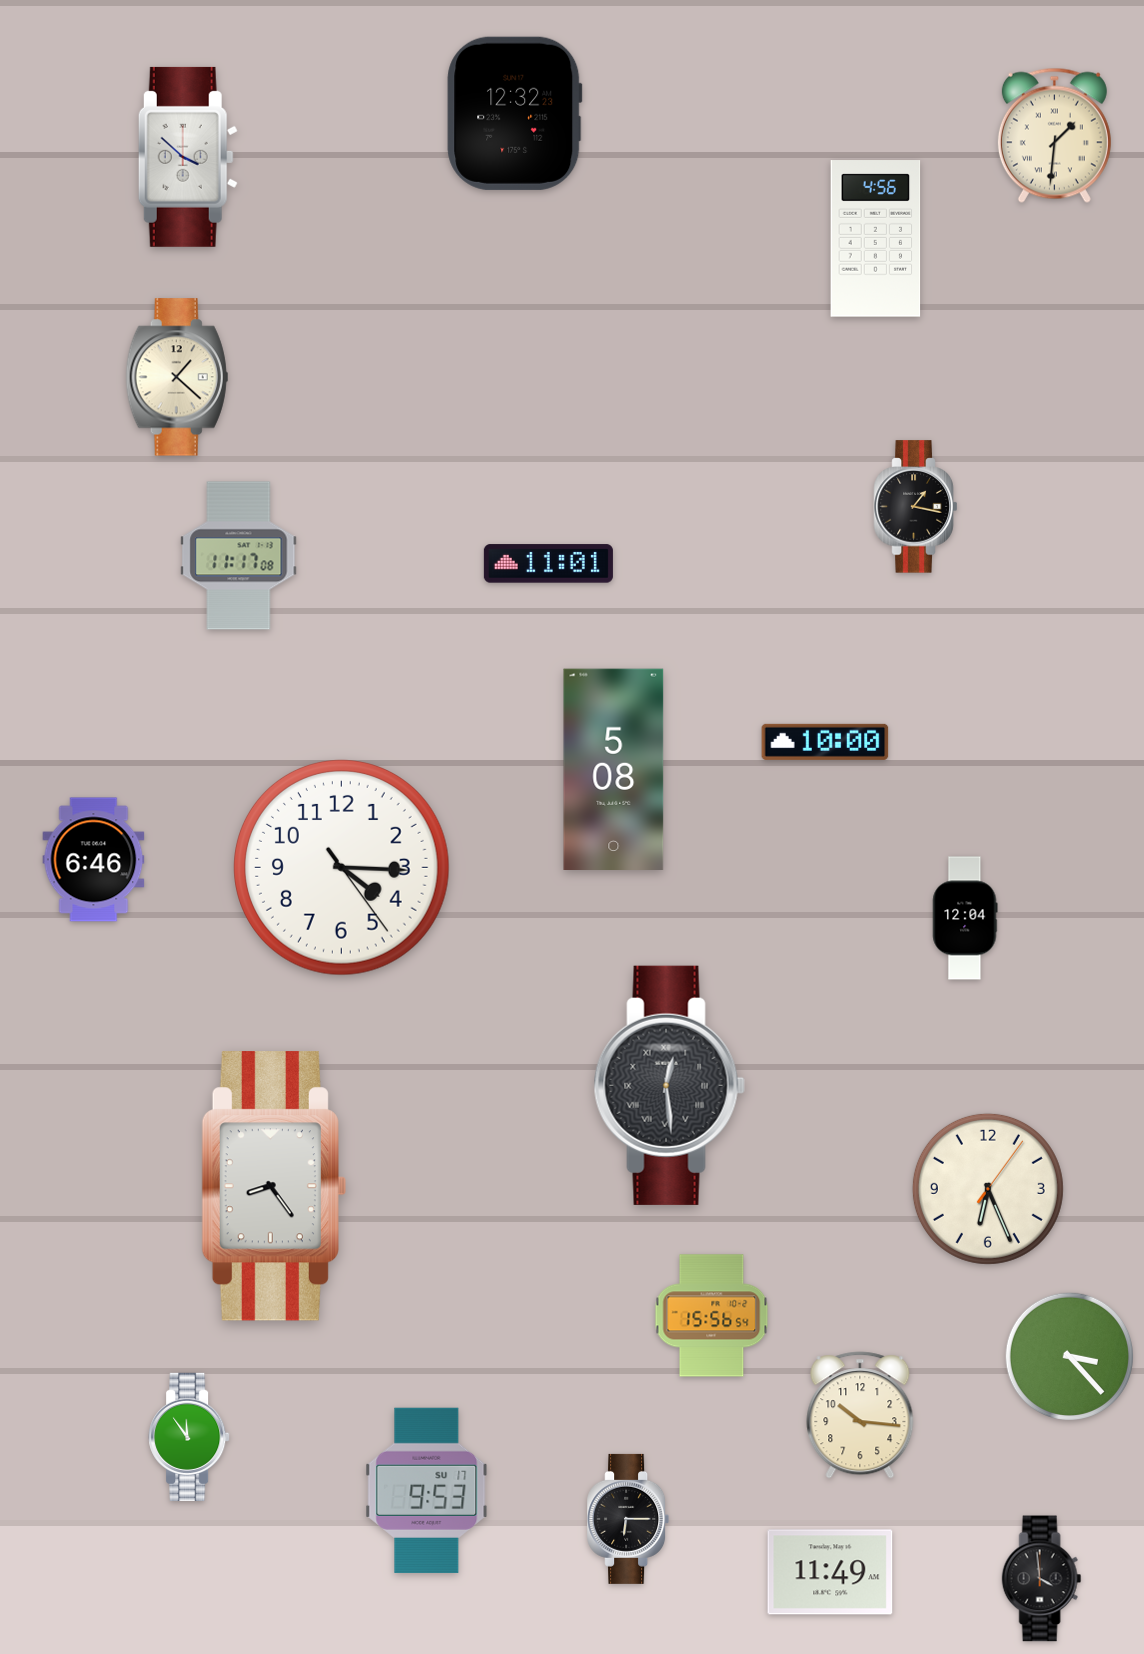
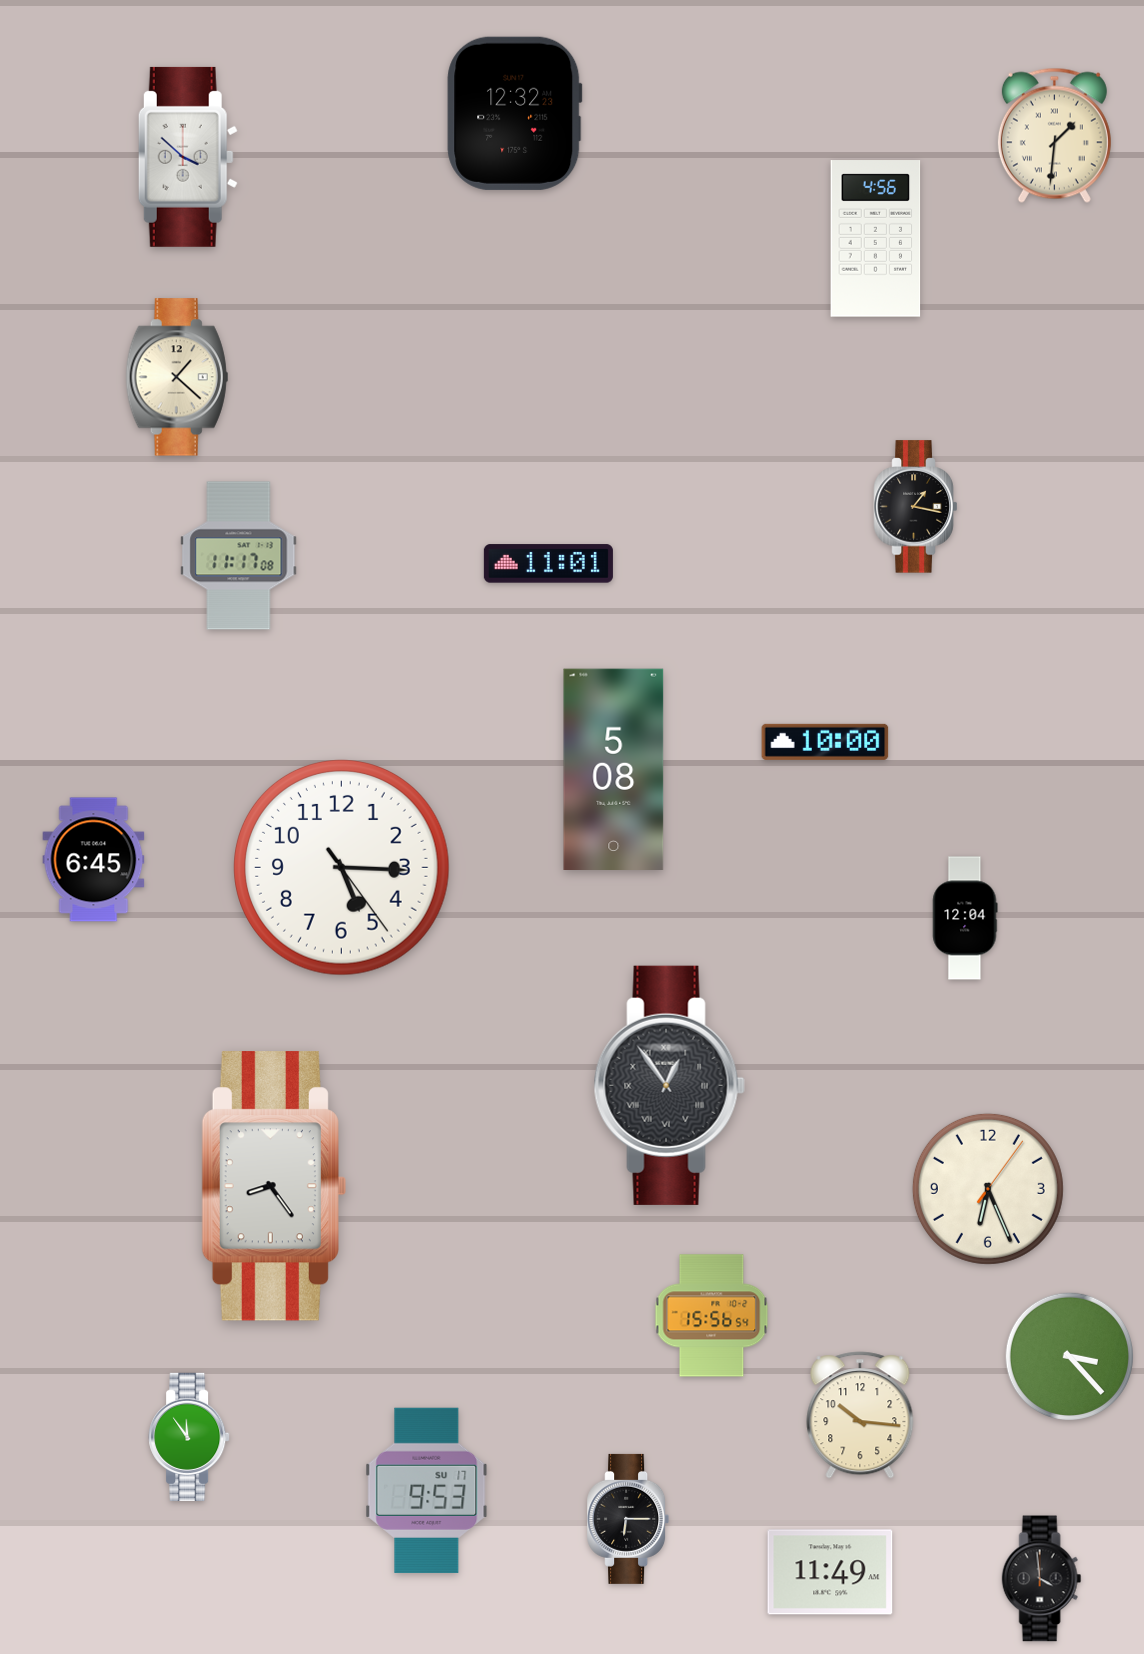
clock at (94, 860): 6:46 -> 6:45
clock at (342, 868): 4:15 -> 5:15
clock at (669, 1085): 12:29 -> 12:54
